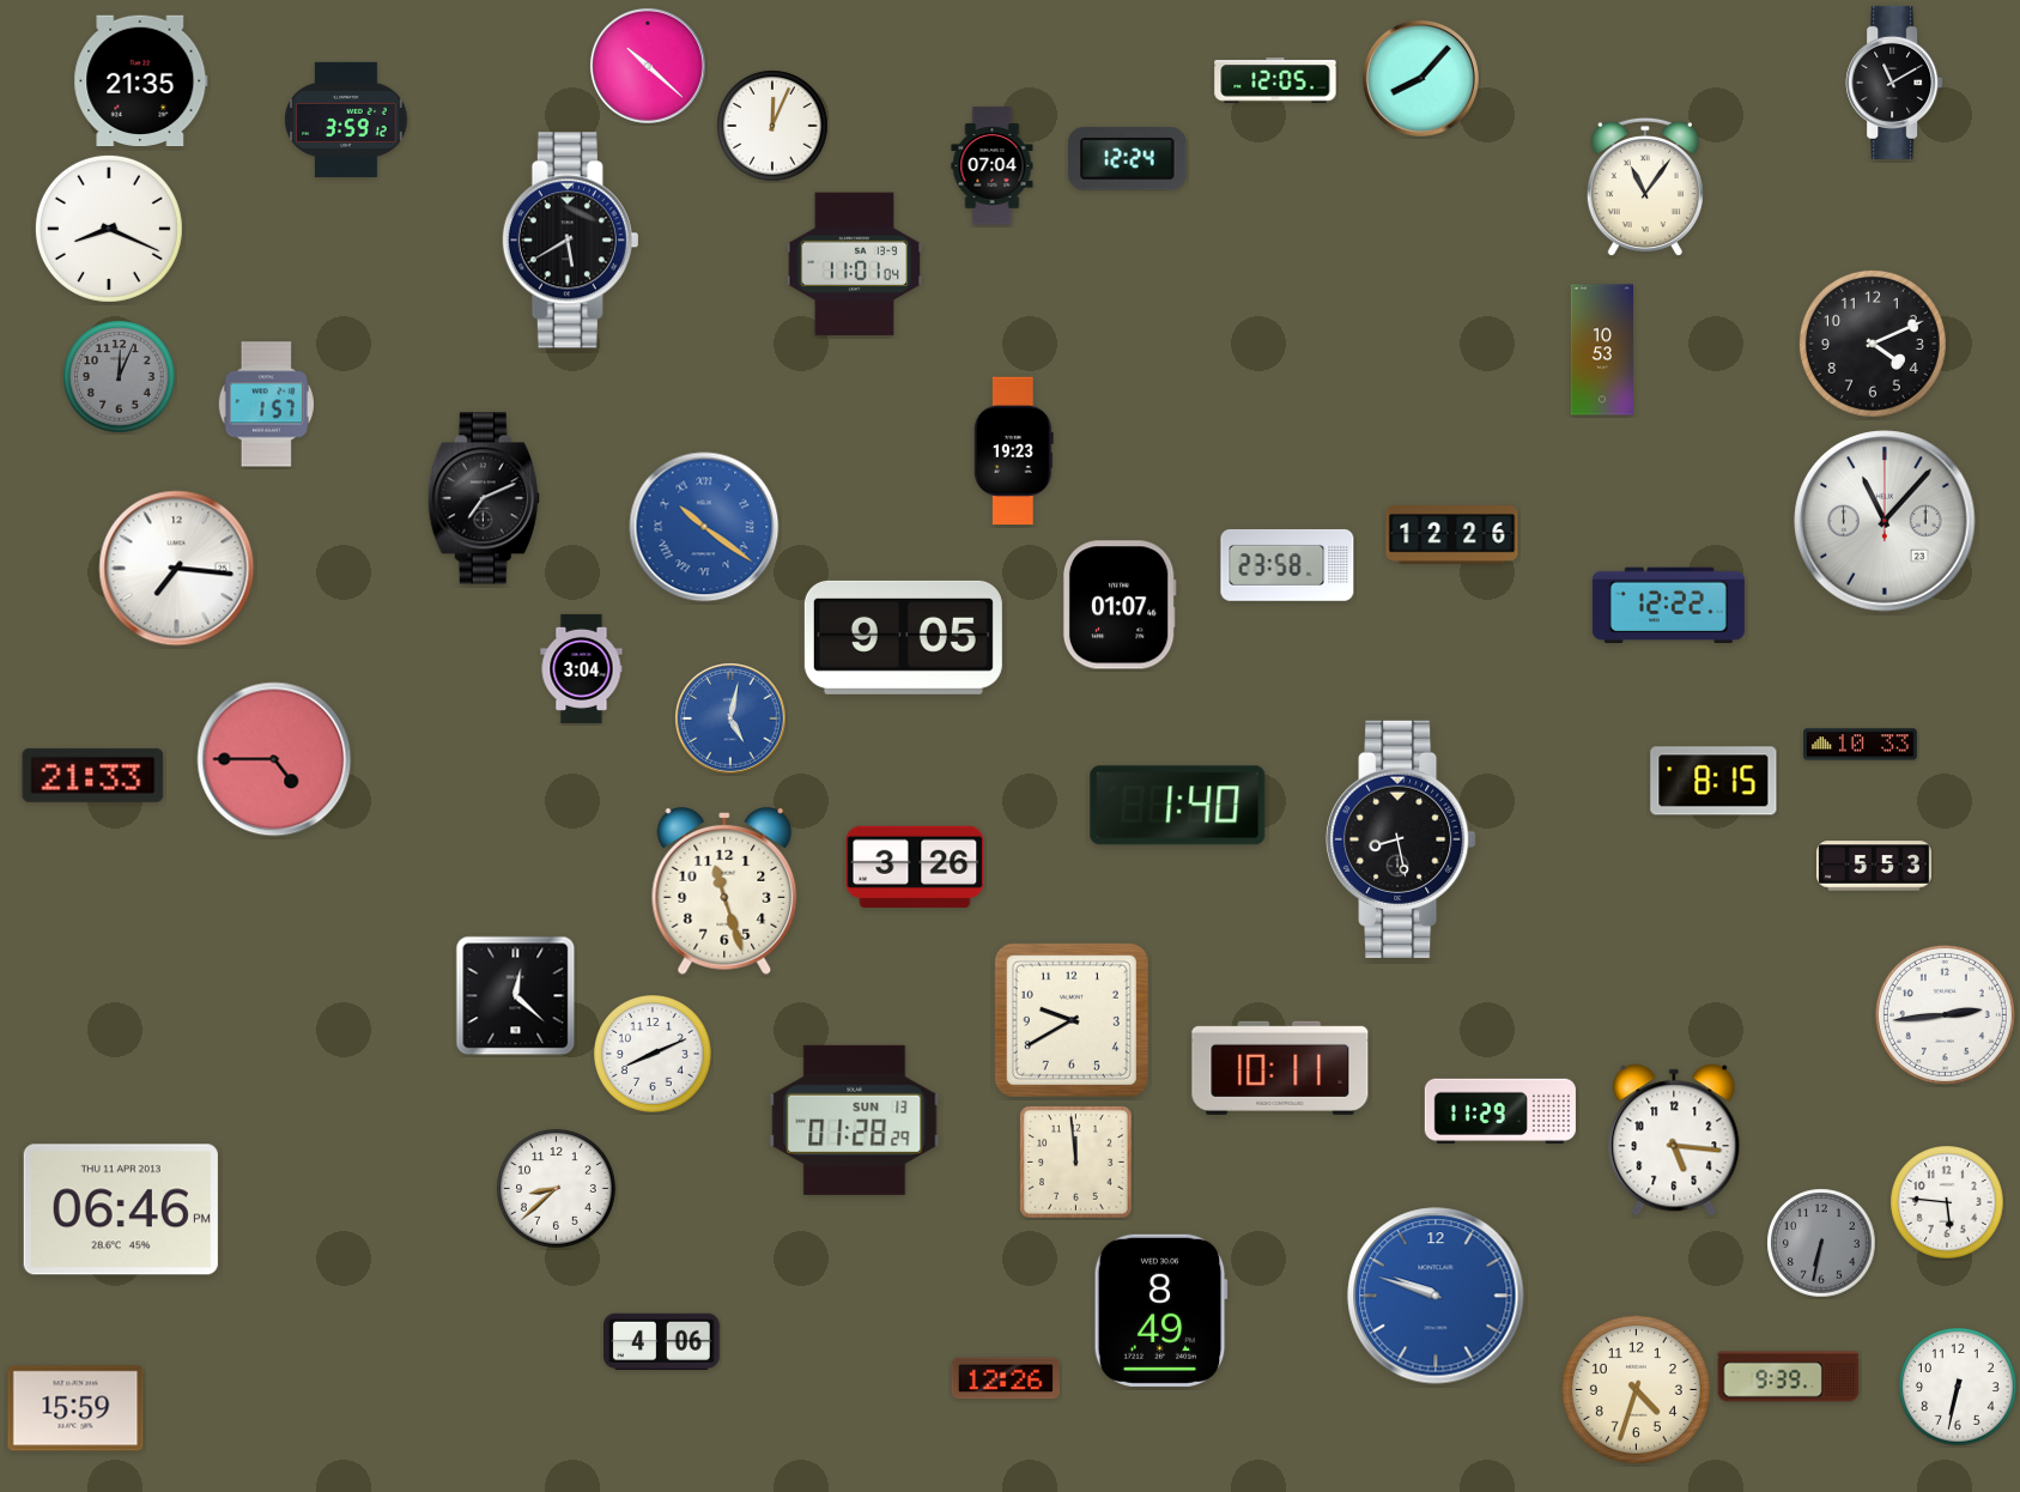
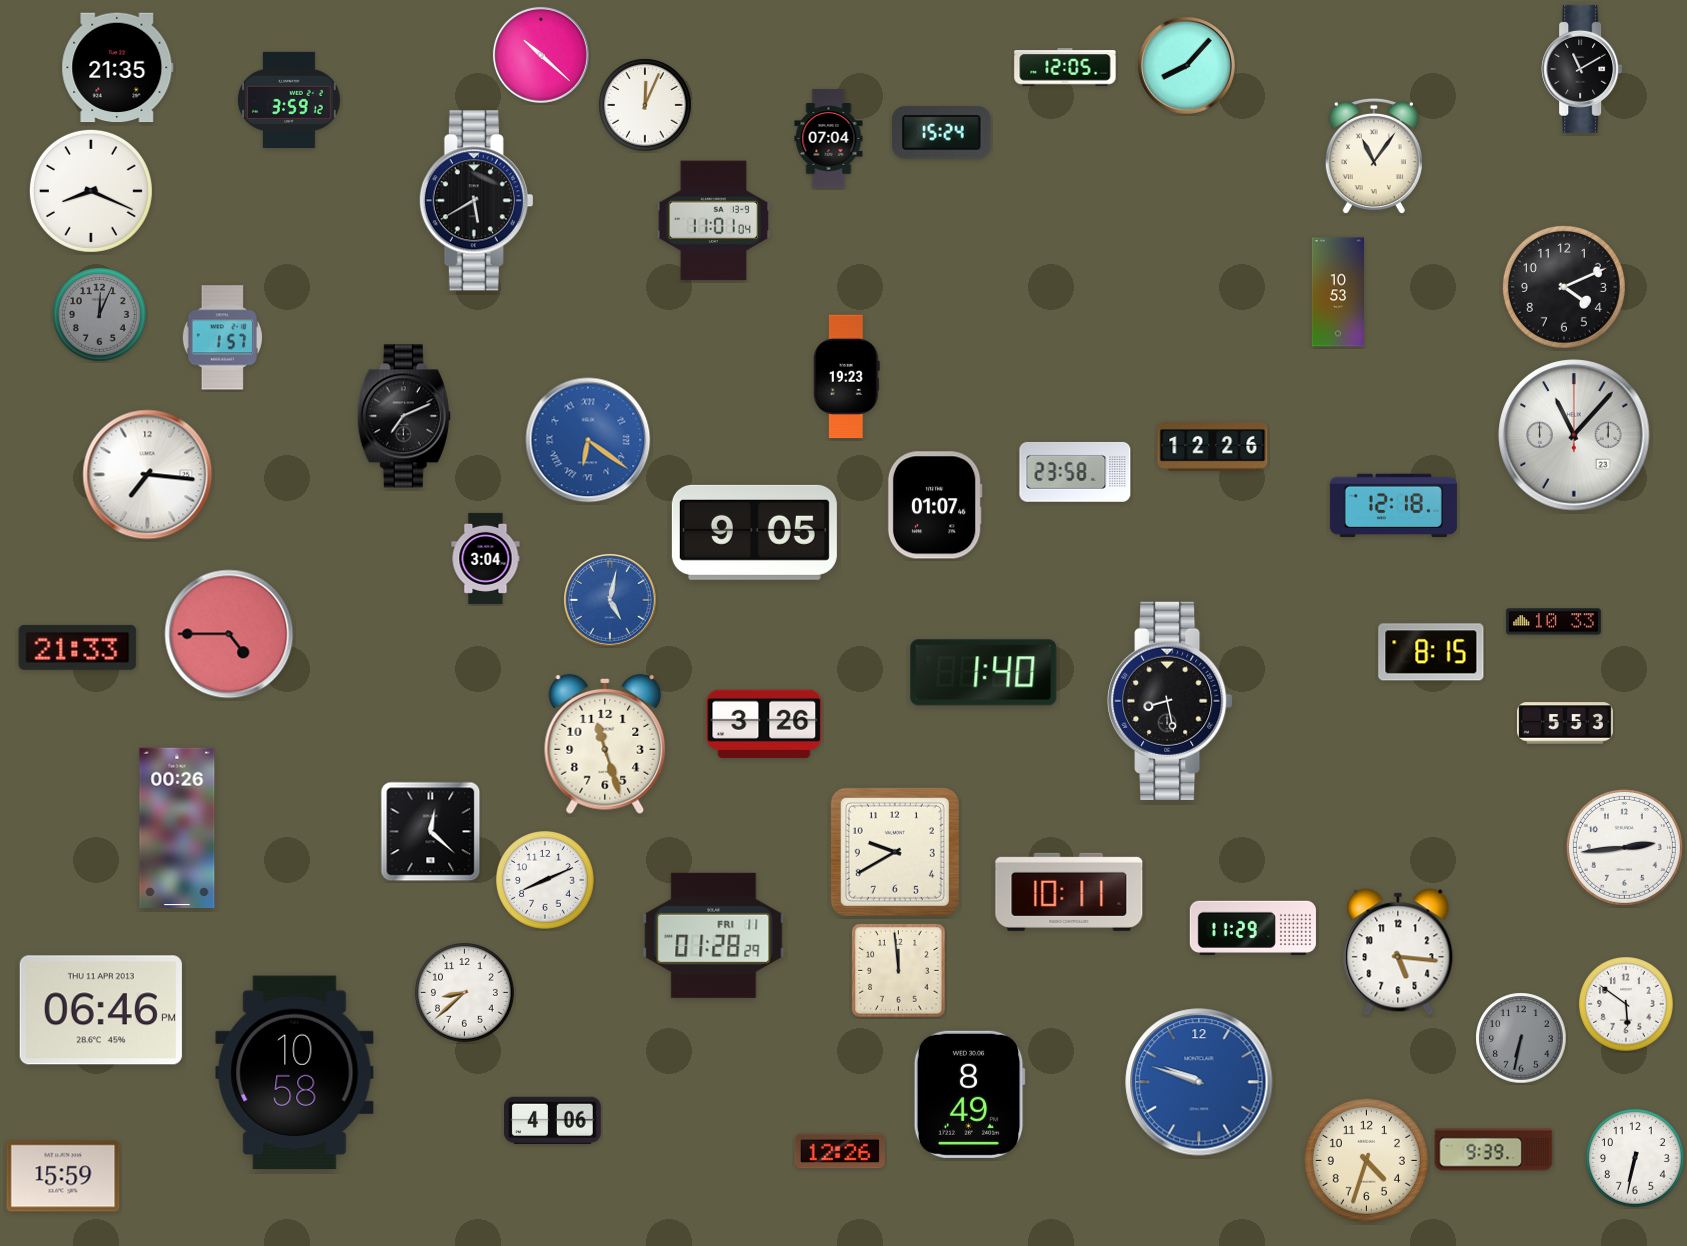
clock at (1128, 159): 12:24 -> 15:24
clock at (704, 527): 10:21 -> 6:21
clock at (1668, 605): 12:22 -> 12:18
clock at (177, 827): none -> 00:26
clock at (855, 1120) date: SUN 13 -> FRI 11
clock at (1947, 1202): 5:46 -> 5:51
clock at (295, 1073): none -> 10:58
